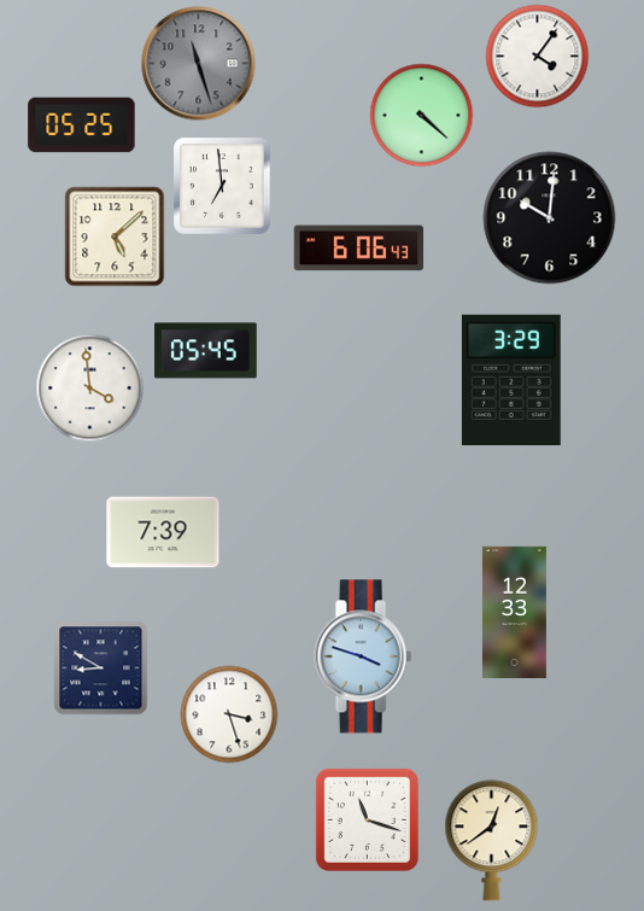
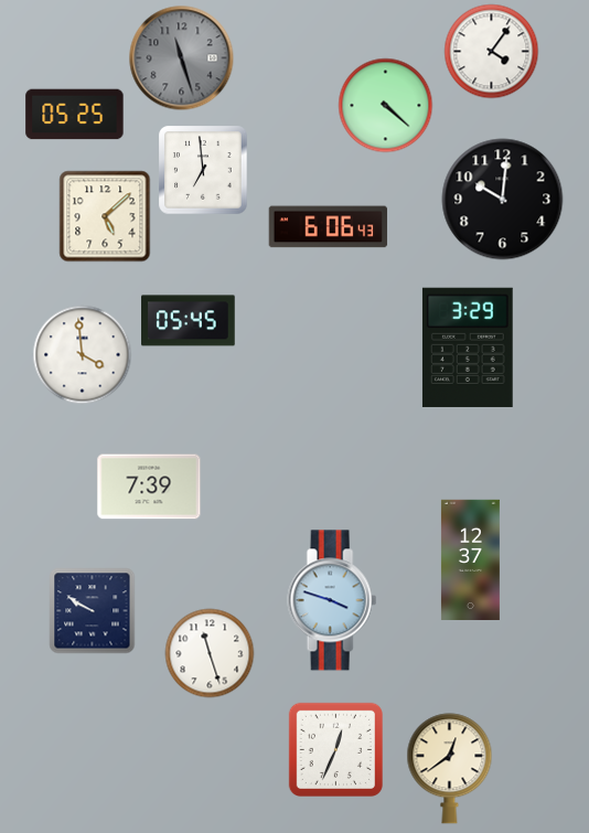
clock at (514, 612): 12:33 -> 12:37
clock at (101, 668): 8:50 -> 9:50
clock at (229, 714): 3:27 -> 11:27
clock at (367, 819): 11:18 -> 12:34
